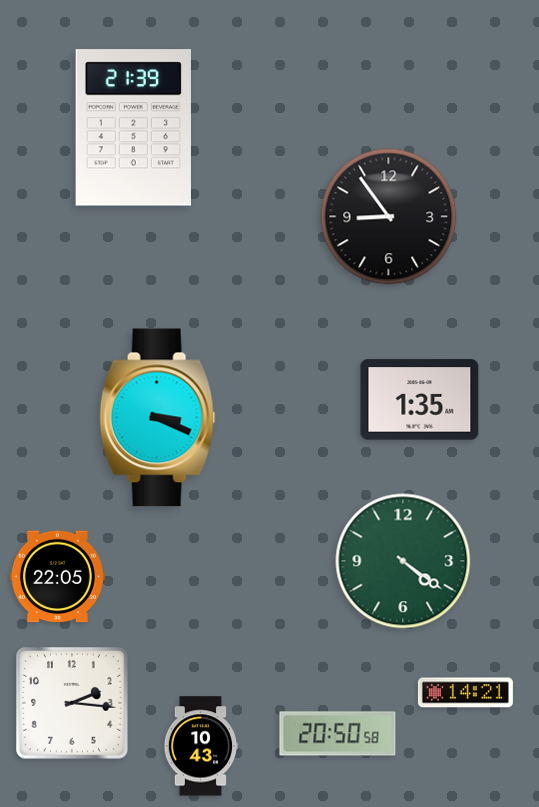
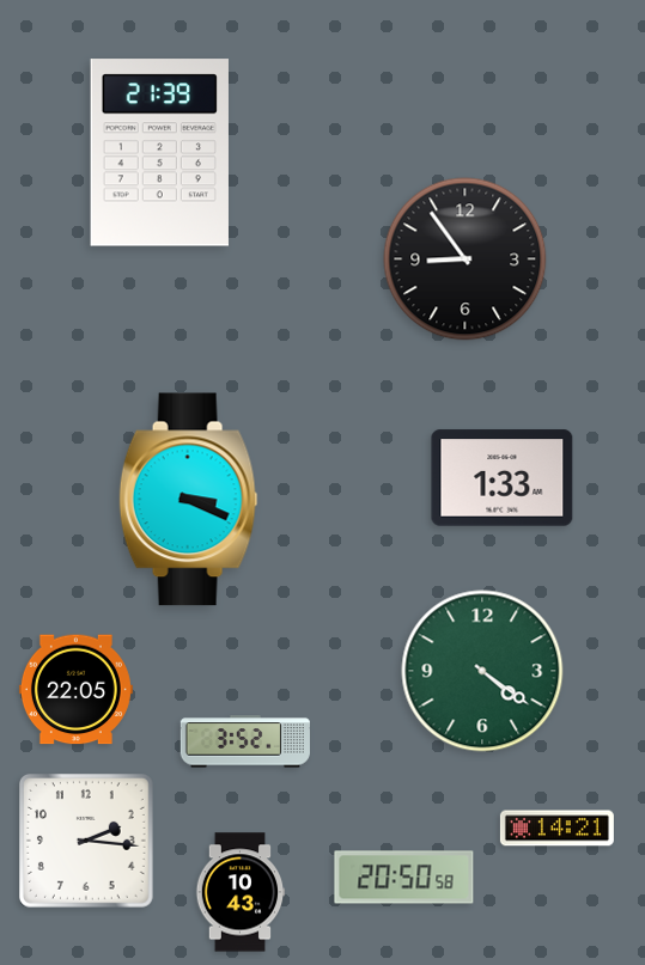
clock at (420, 400): 1:35 -> 1:33
clock at (57, 577) position: (57, 577) -> (75, 690)
clock at (245, 741): none -> 3:52
